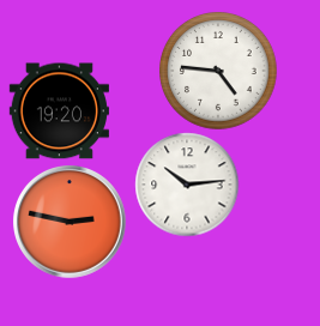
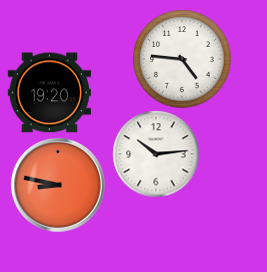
clock at (70, 222): 2:47 -> 8:47
